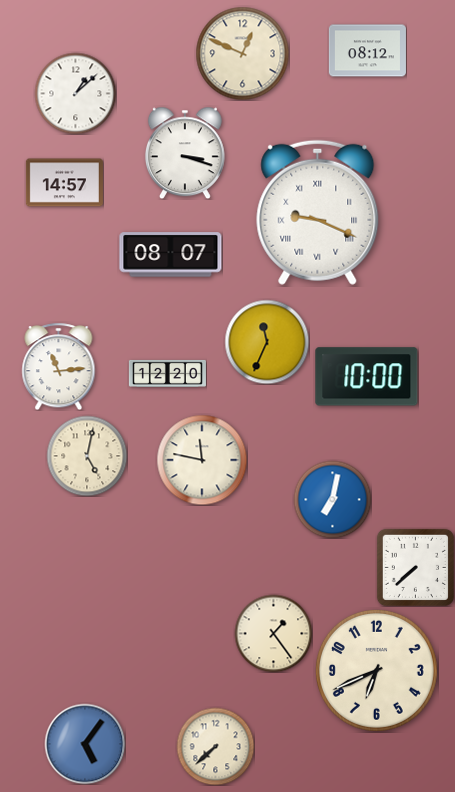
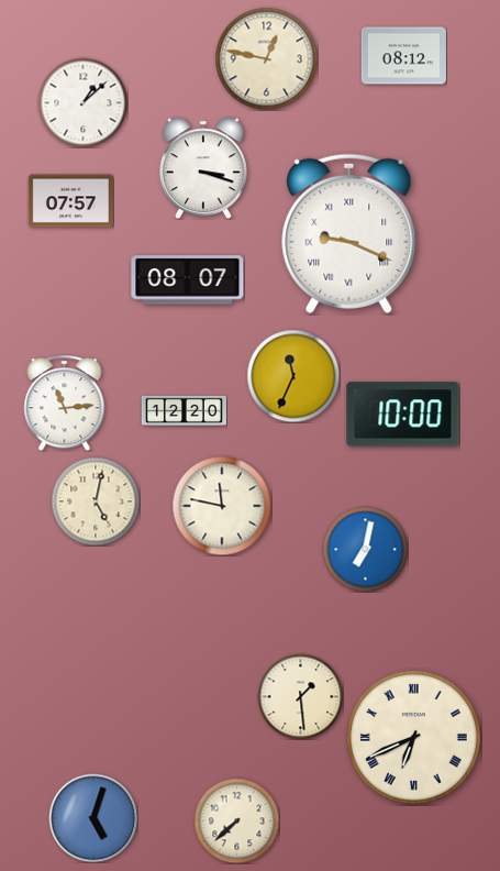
clock at (242, 53): 12:49 -> 12:47
clock at (64, 183): 14:57 -> 07:57
clock at (415, 567): 7:38 -> none
clock at (273, 633): 1:24 -> 1:29
clock at (376, 670) numerals: Arabic -> Roman
clock at (85, 744): 5:06 -> 5:03
